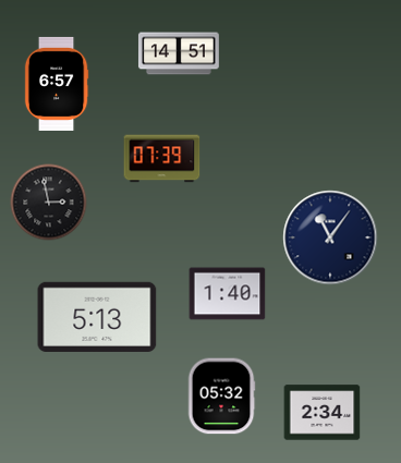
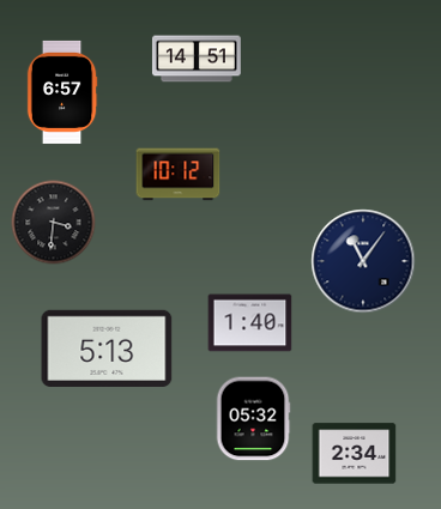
clock at (162, 159): 07:39 -> 10:12
clock at (49, 203): 2:58 -> 3:31
clock at (221, 397) position: (221, 397) -> (253, 419)
